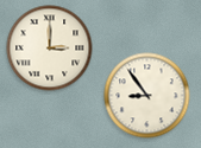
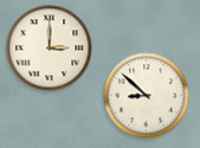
clock at (147, 96): 8:54 -> 8:52
